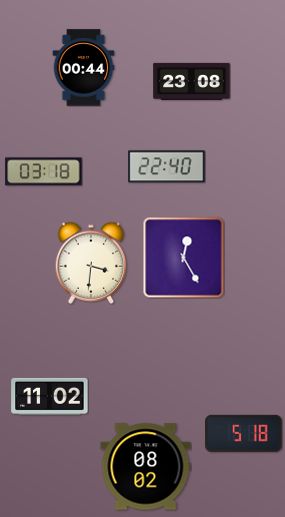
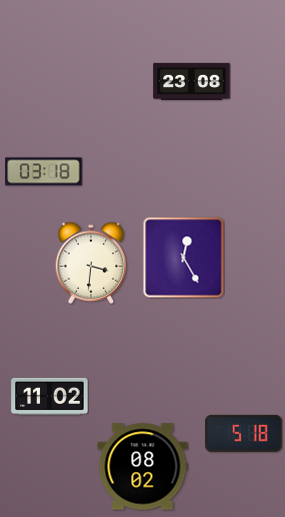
clock at (84, 68): 00:44 -> none
clock at (167, 167): 22:40 -> none
clock at (146, 467) position: (146, 467) -> (143, 467)
